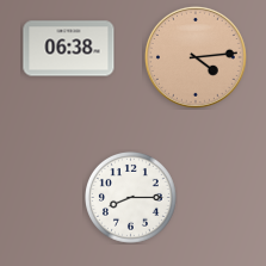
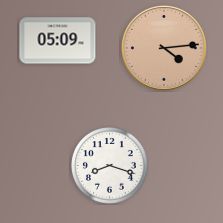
clock at (69, 49): 06:38 -> 05:09
clock at (131, 198): 8:15 -> 8:18
